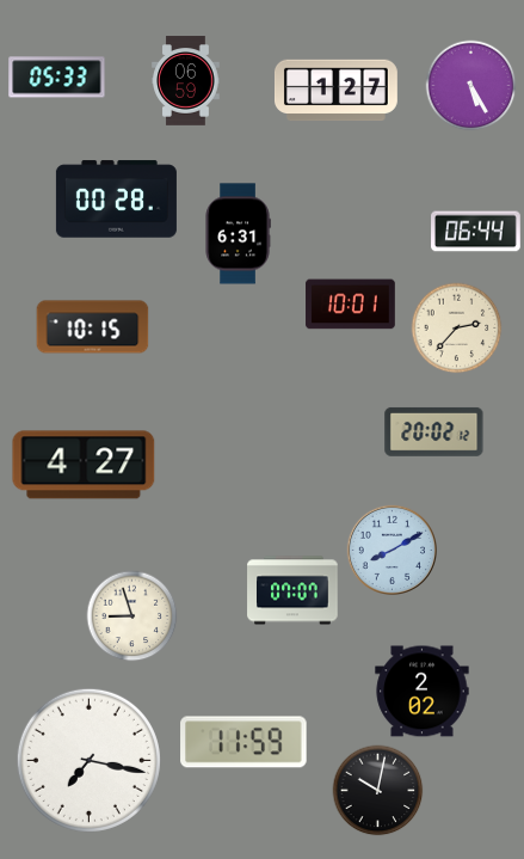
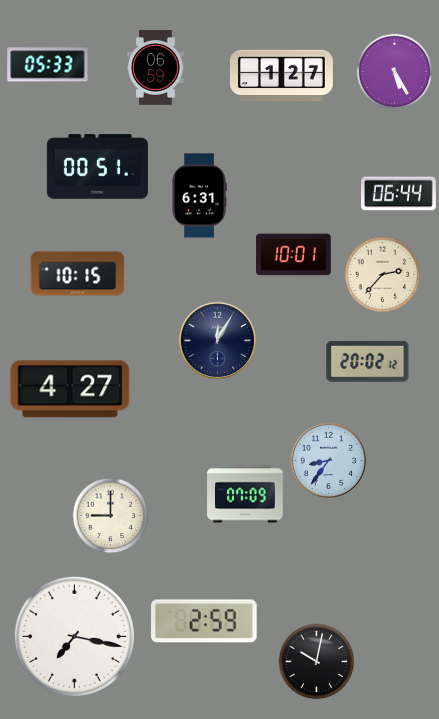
clock at (116, 200): 00:28 -> 00:51
clock at (217, 340): none -> 12:05
clock at (434, 431) position: (434, 431) -> (368, 361)
clock at (392, 550): 8:10 -> 8:36
clock at (292, 590): 07:07 -> 07:09
clock at (132, 616): 8:57 -> 9:00
clock at (423, 692): 2:02 -> none
clock at (243, 742): 11:59 -> 2:59
